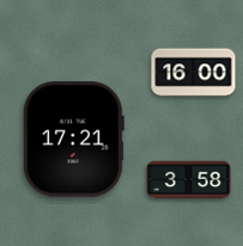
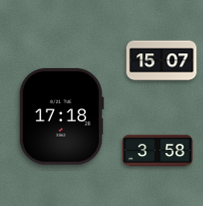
clock at (194, 73): 16:00 -> 15:07
clock at (73, 140): 17:21 -> 17:18
